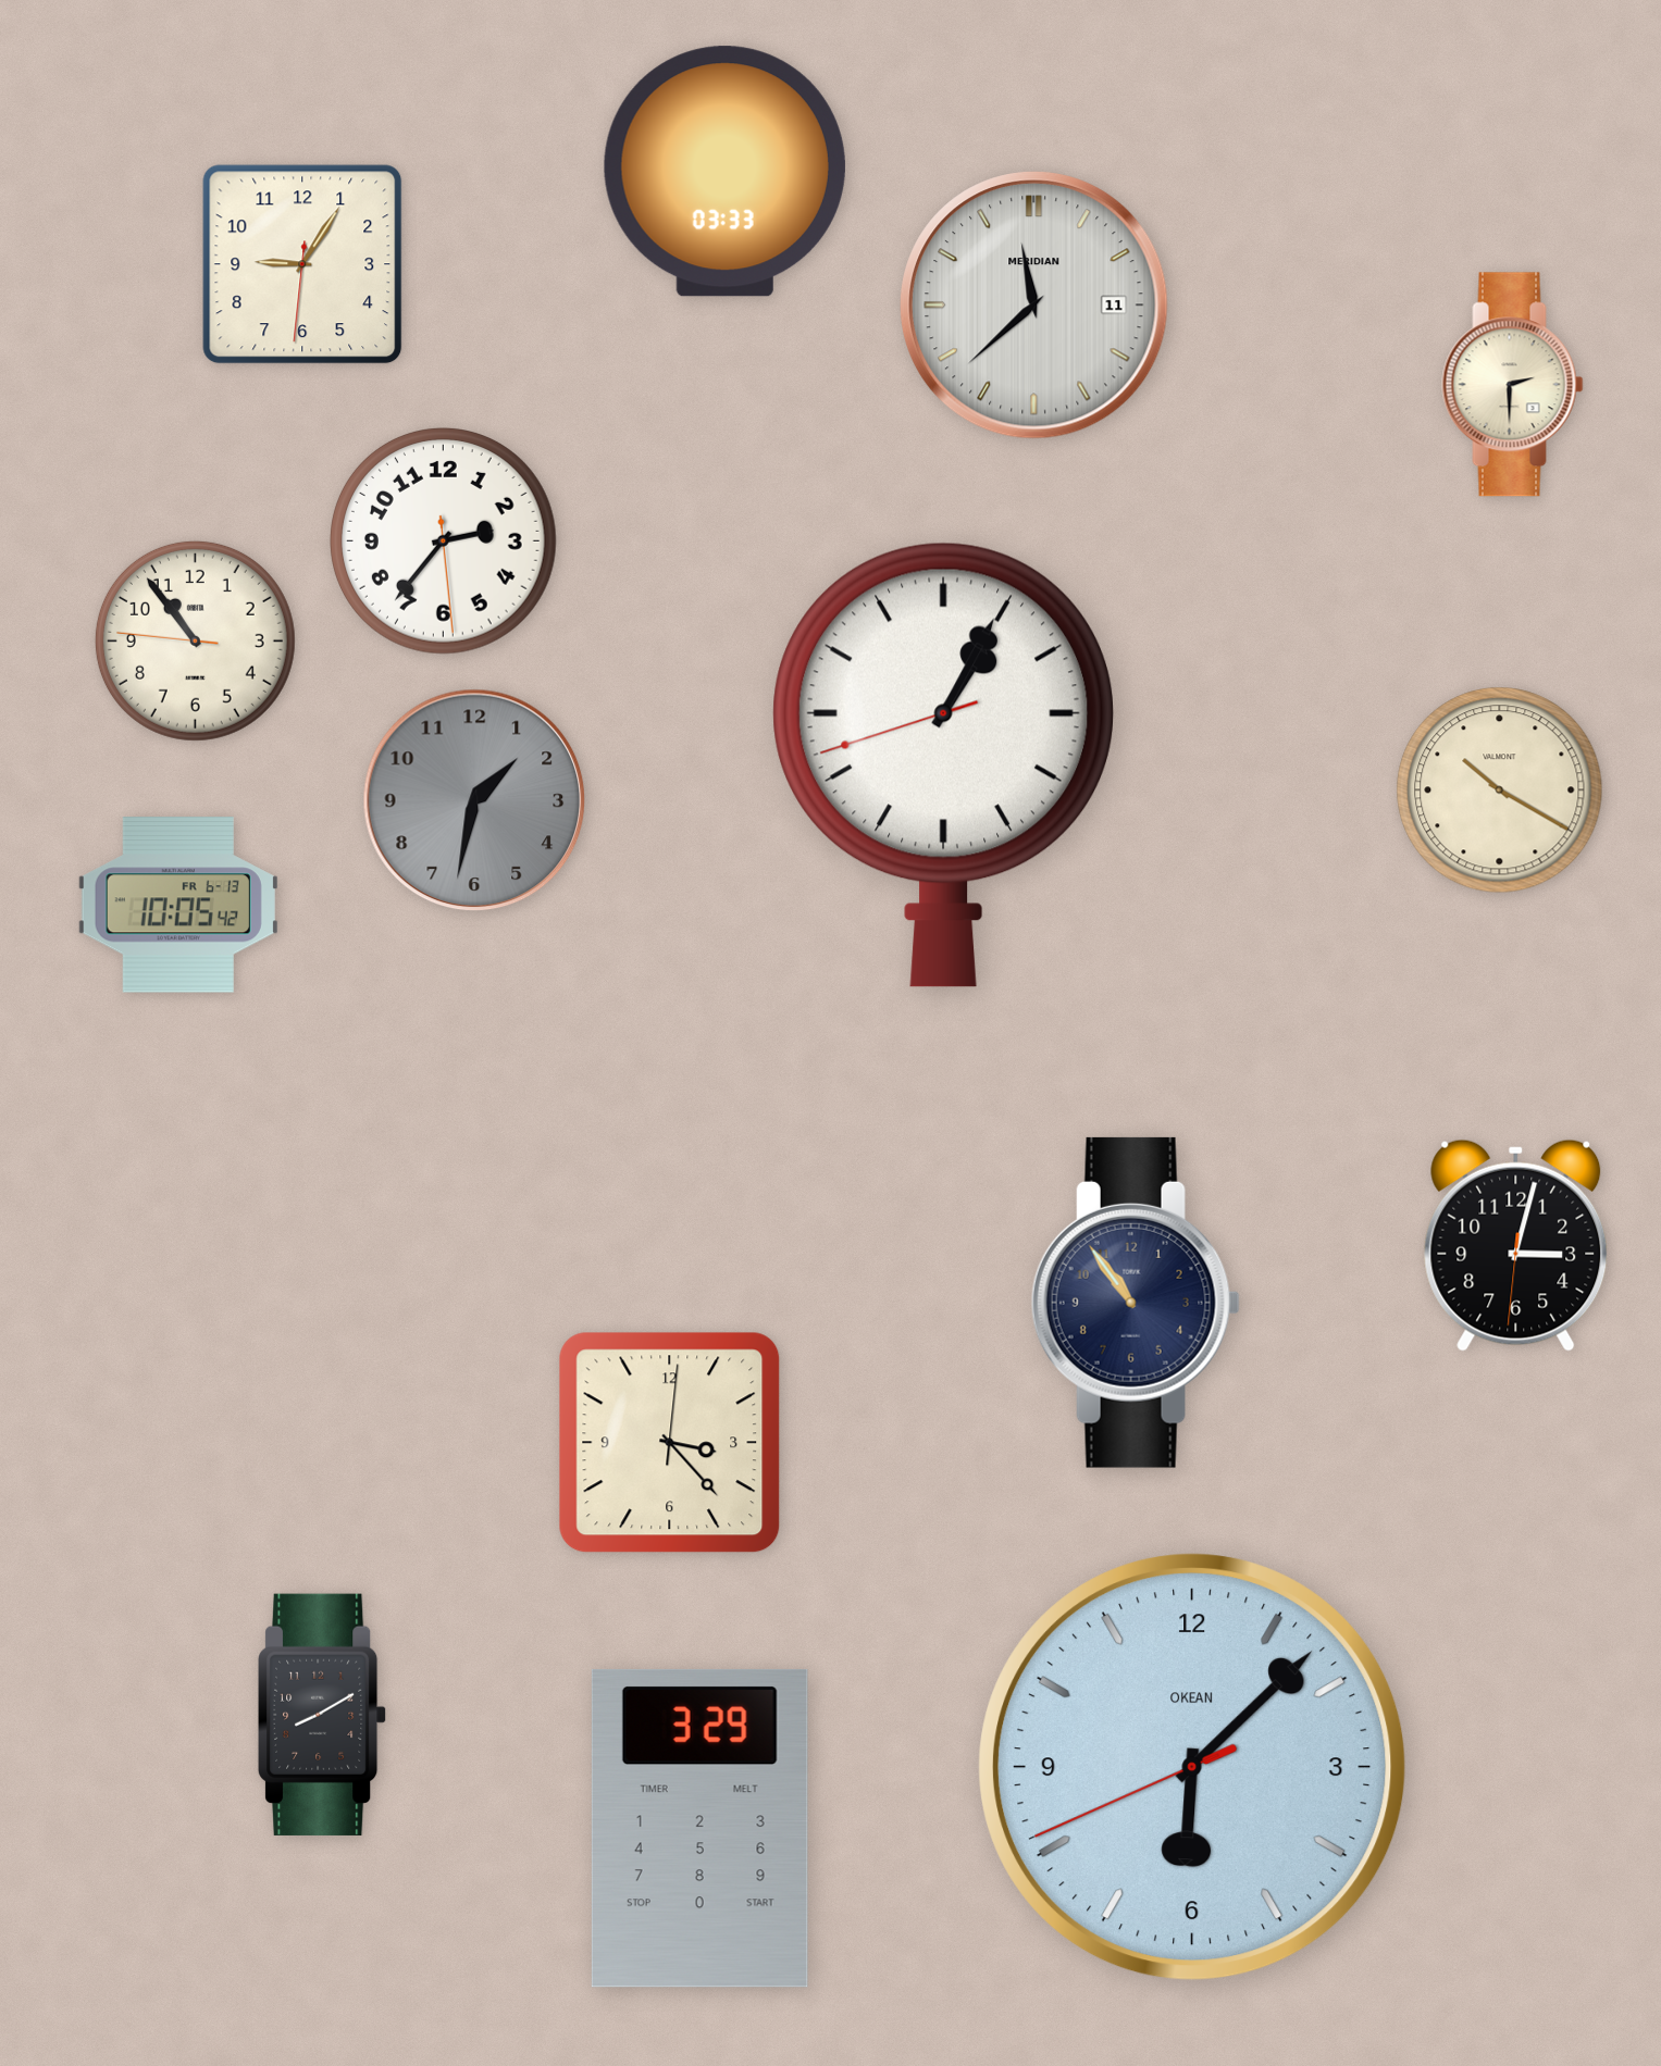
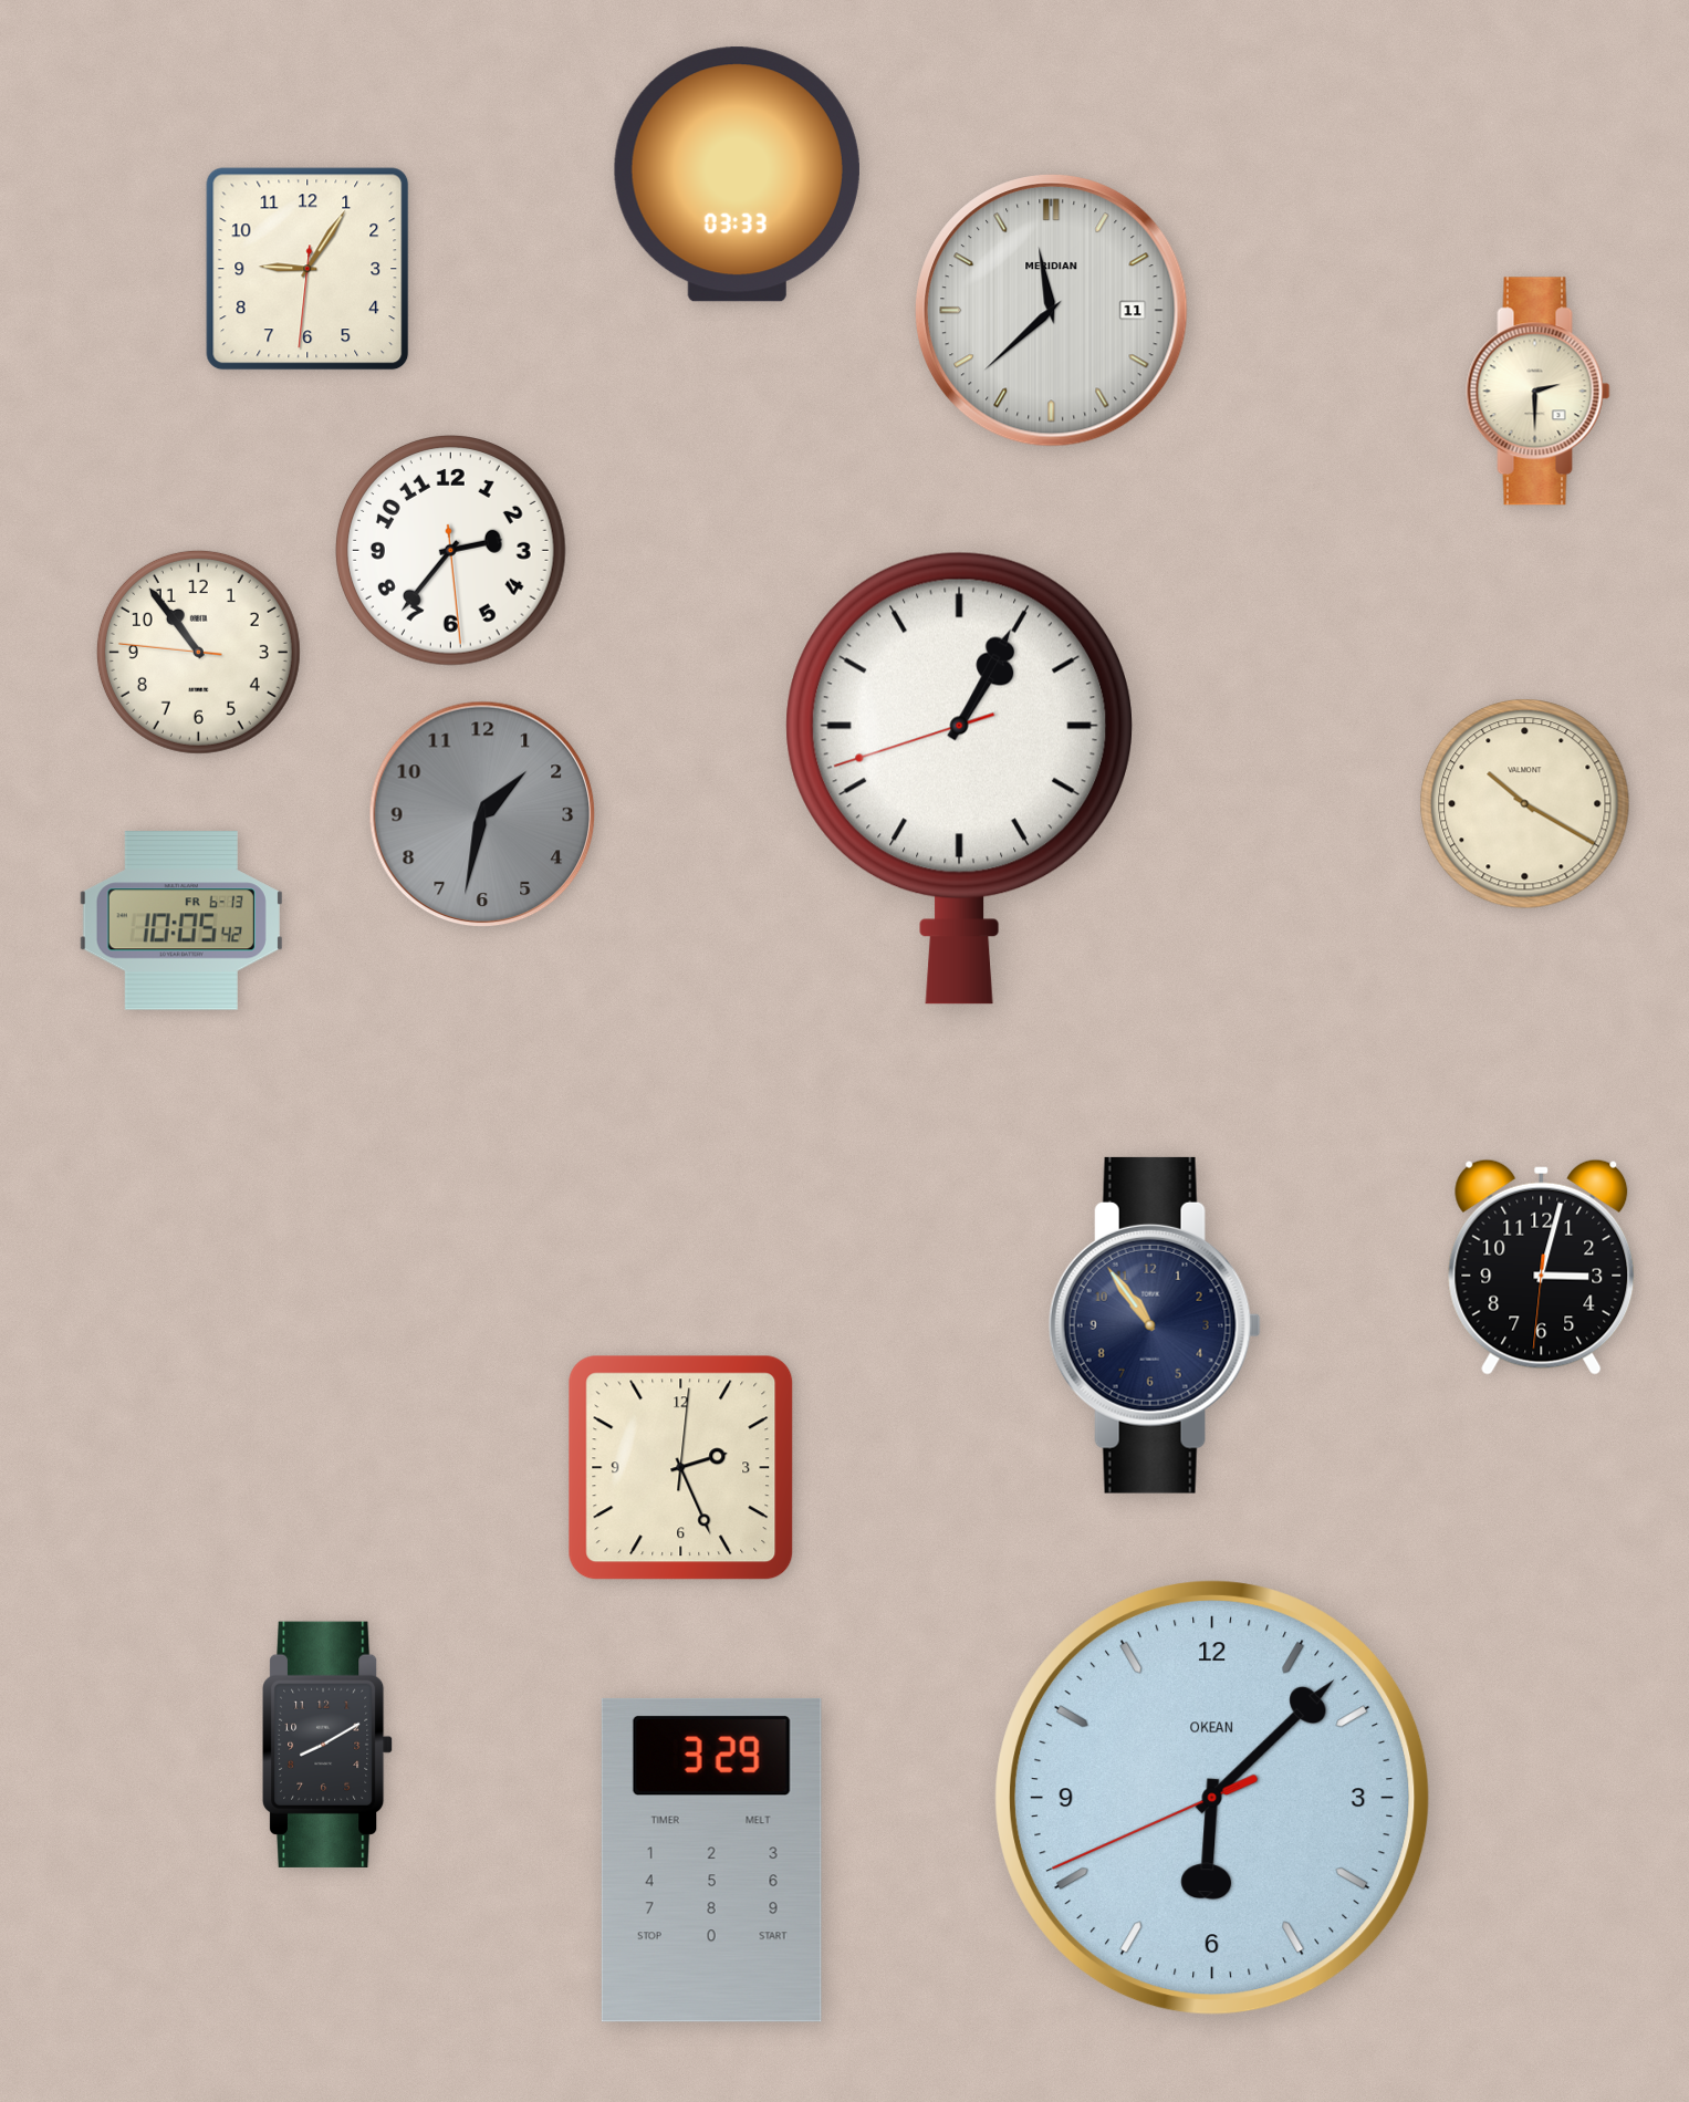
clock at (670, 1443): 3:23 -> 2:26
